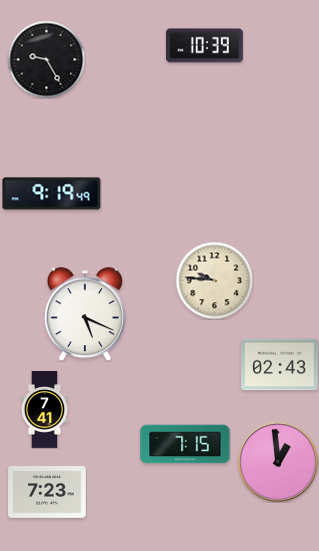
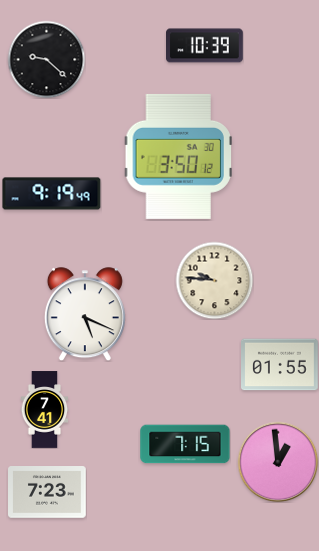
clock at (46, 59): 9:25 -> 9:22
clock at (178, 156): none -> 3:50
clock at (280, 365): 02:43 -> 01:55
